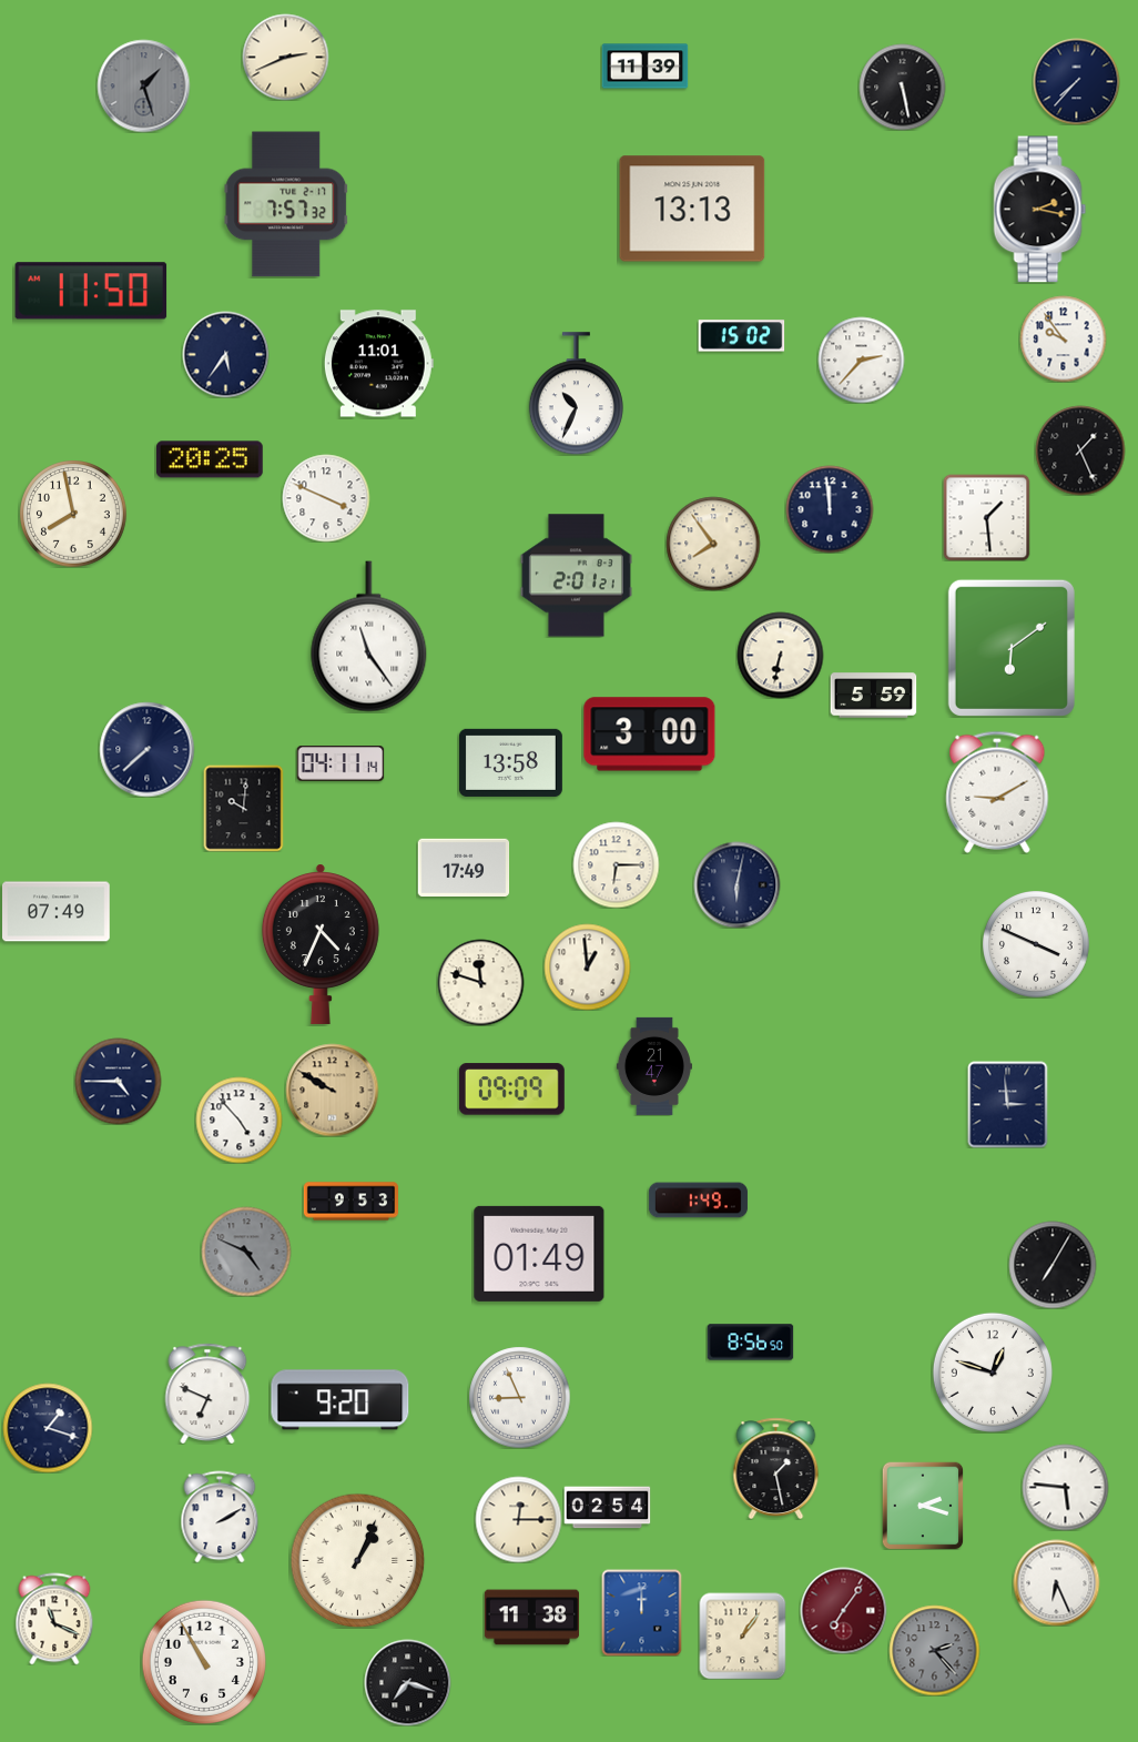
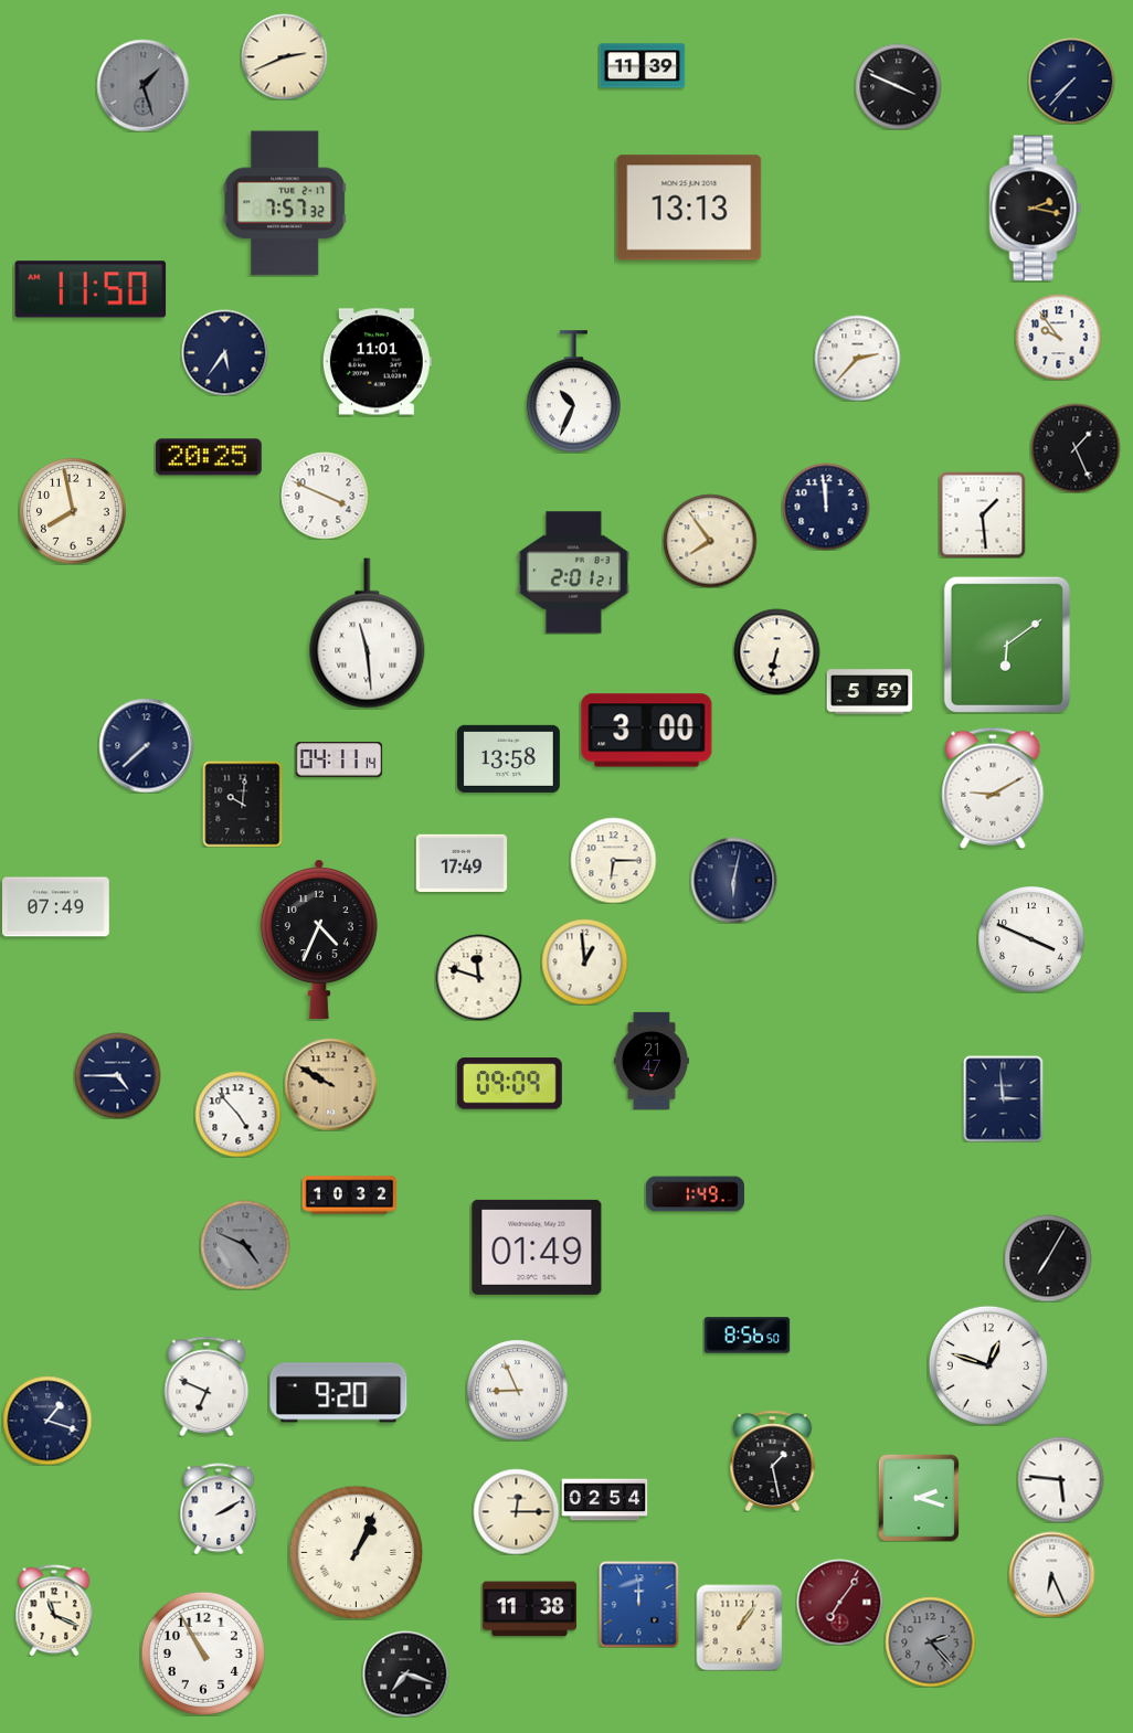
clock at (902, 87): 5:28 -> 3:49
clock at (741, 336): 15:02 -> none
clock at (369, 637): 11:24 -> 11:29
clock at (350, 1202): 9:53 -> 10:32
